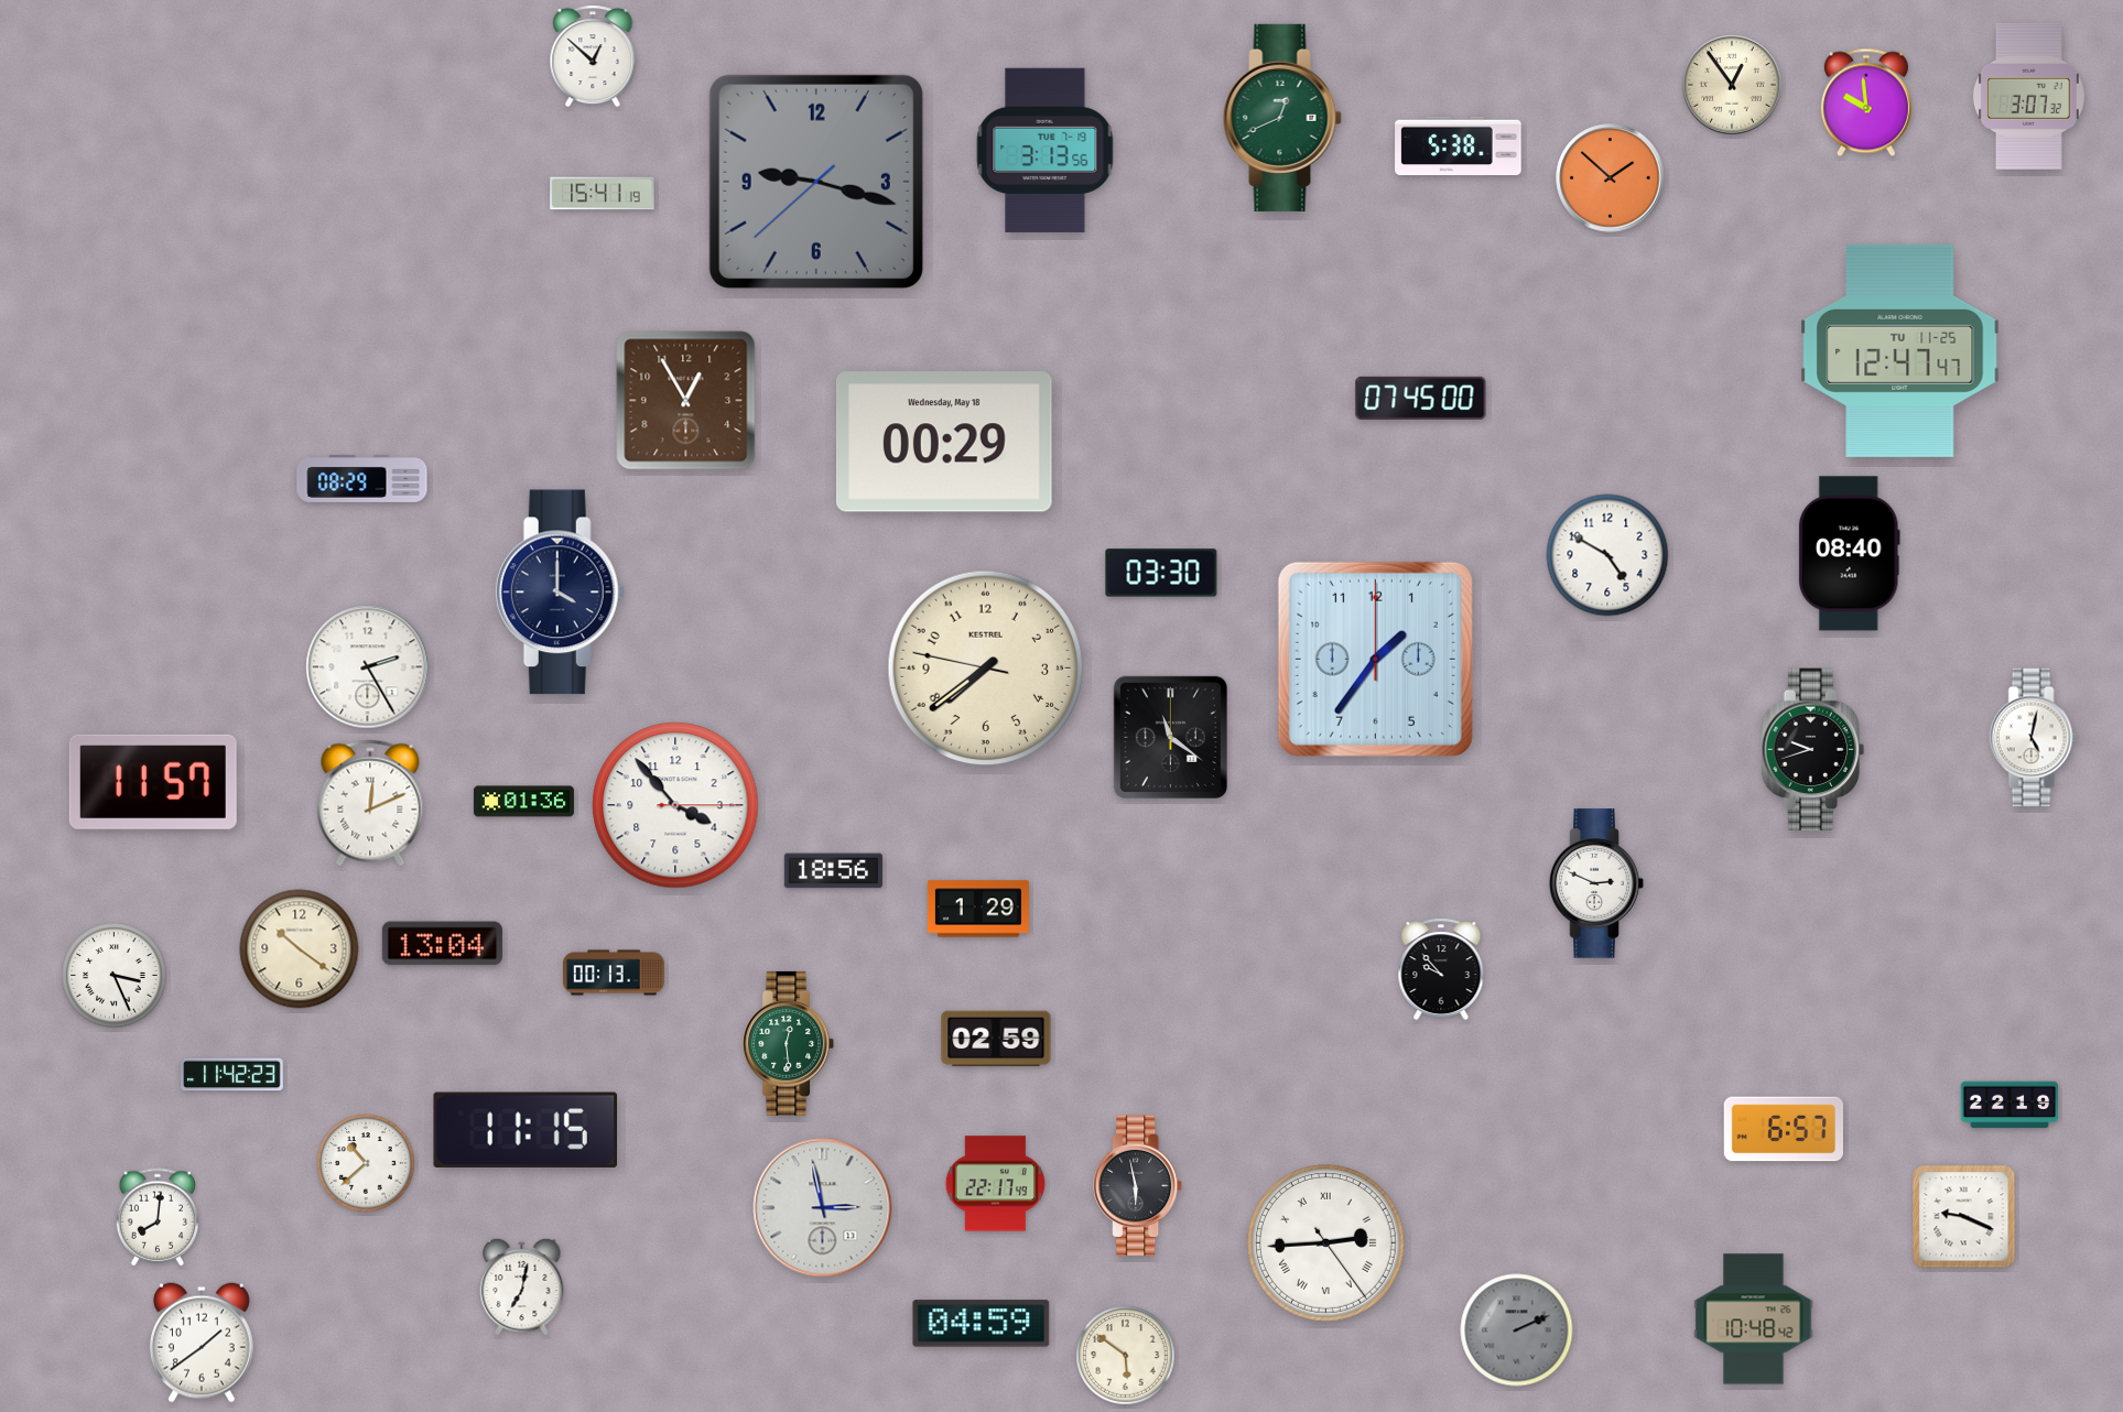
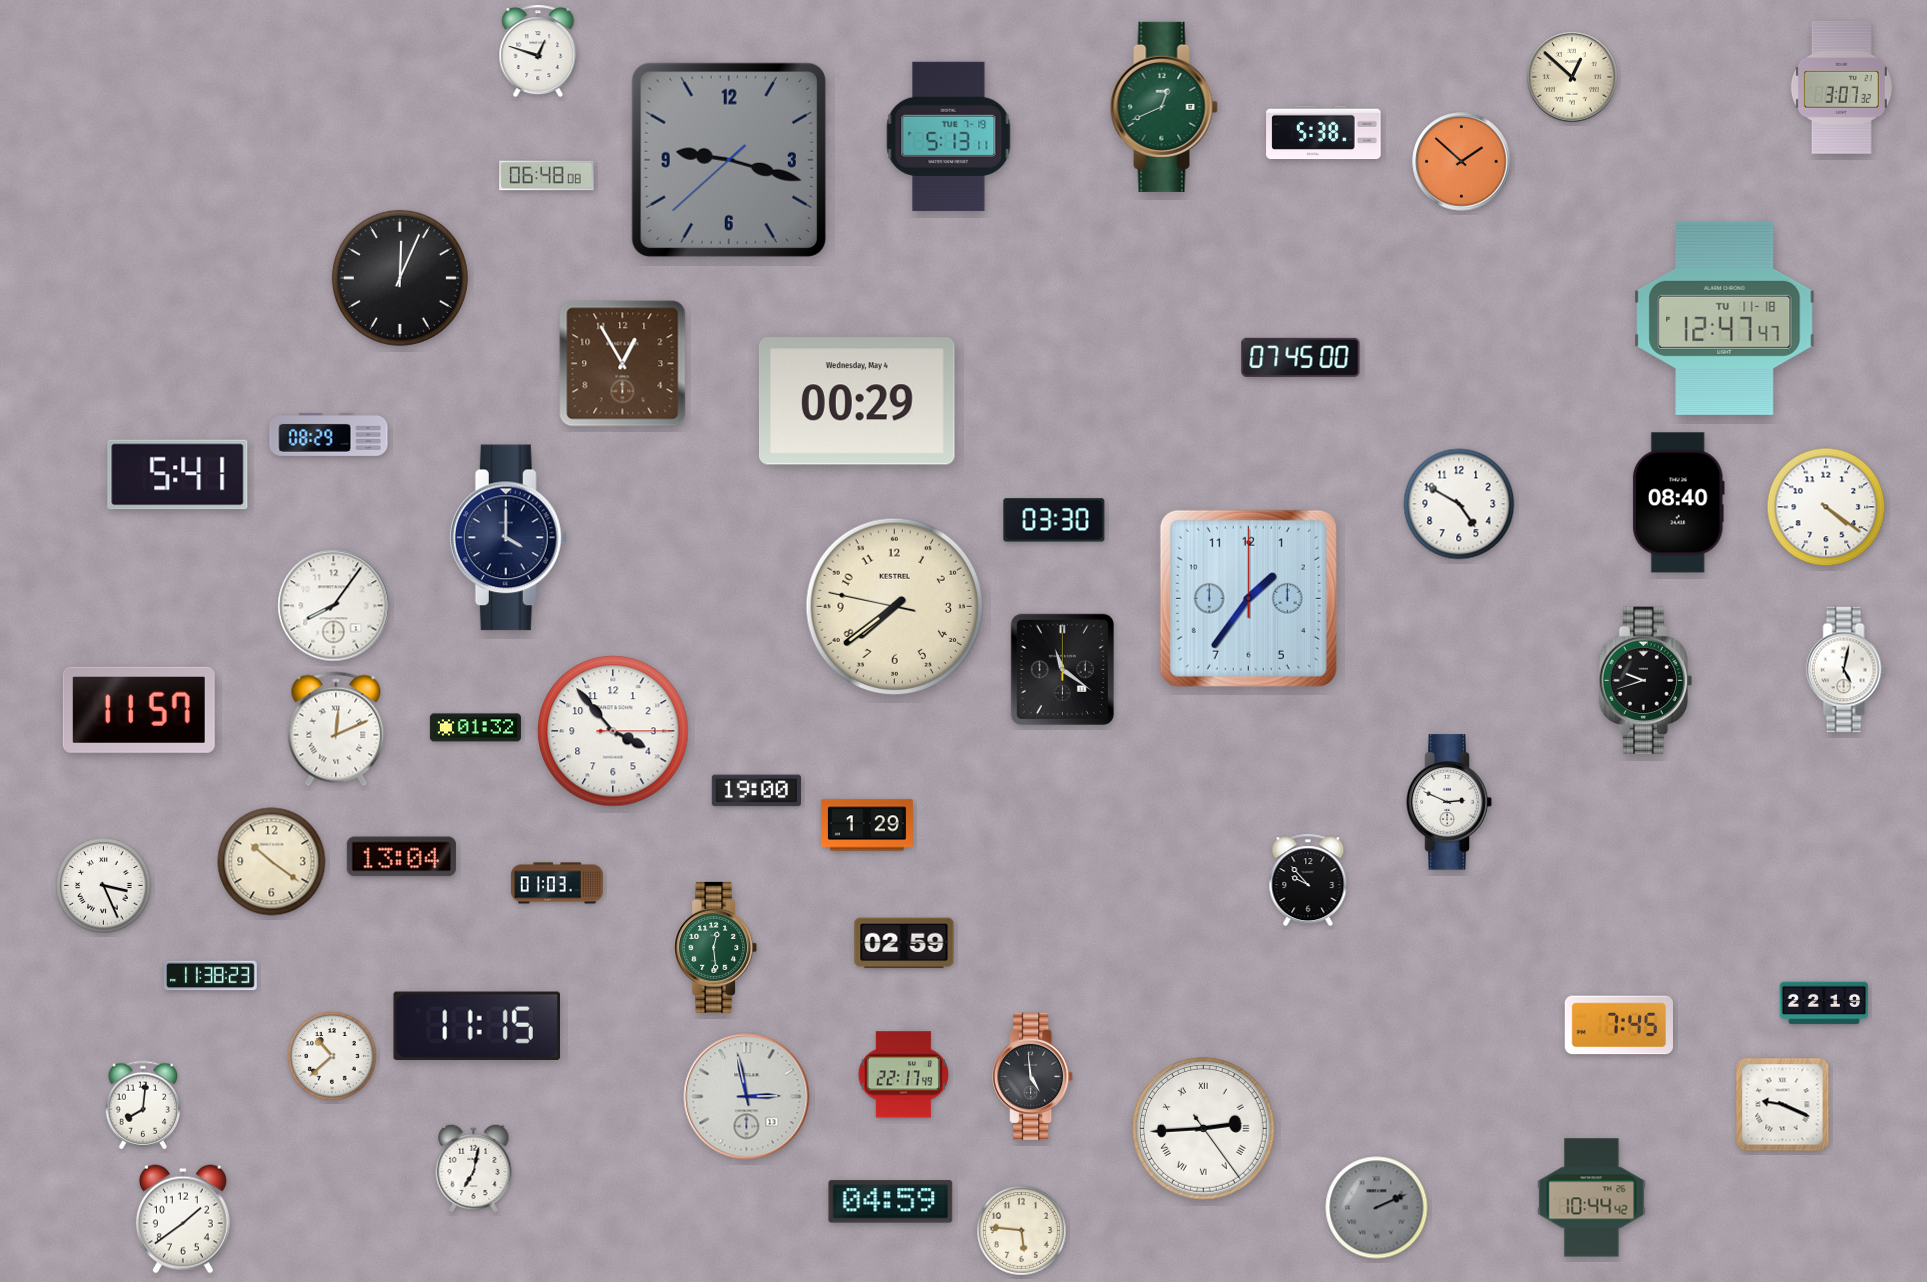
clock at (593, 56): 12:52 -> 12:48
clock at (1732, 85): 12:54 -> 12:52
clock at (1866, 102): 9:59 -> none
clock at (1046, 150): 3:13 -> 5:13
clock at (816, 182) position: (816, 182) -> (729, 160)
clock at (603, 194): 15:41 -> 06:48
clock at (400, 278): none -> 12:04
clock at (1900, 350) date: TU 11-25 -> TU 11-18
clock at (1421, 398) position: (1421, 398) -> (1301, 357)
clock at (945, 442) date: Wednesday, May 18 -> Wednesday, May 4
clock at (178, 475): none -> 5:41
clock at (1826, 507): none -> 4:21
clock at (368, 667): 2:25 -> 8:06
clock at (523, 802): 01:36 -> 01:32
clock at (833, 871): 18:56 -> 19:00
clock at (978, 909) position: (978, 909) -> (867, 825)
clock at (614, 973): 00:13 -> 01:03
clock at (232, 1075): 11:42 -> 11:38
clock at (1783, 1129): 6:57 -> 7:45
clock at (1138, 1186): 5:58 -> 4:59
clock at (1754, 1319): 10:48 -> 10:44
clock at (1126, 1356): 5:51 -> 5:46
